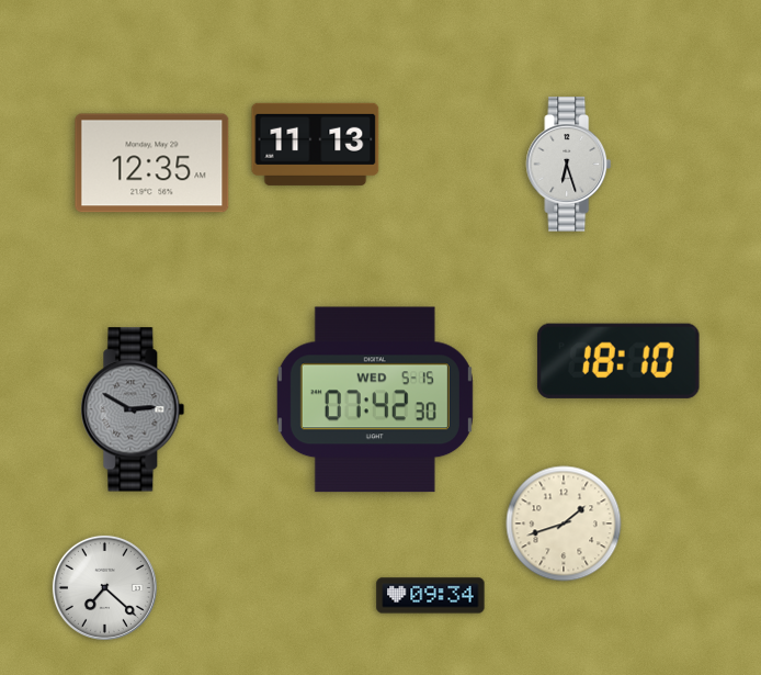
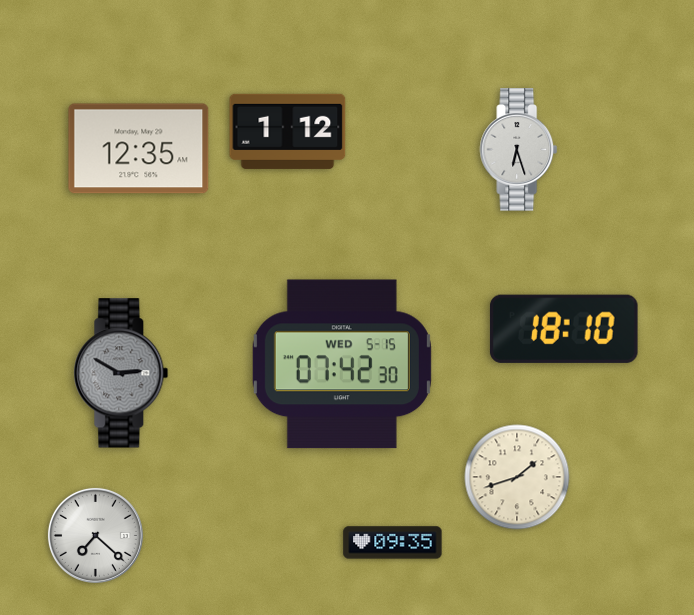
clock at (316, 144): 11:13 -> 1:12
clock at (564, 524) position: (564, 524) -> (517, 477)
clock at (431, 596): 09:34 -> 09:35
